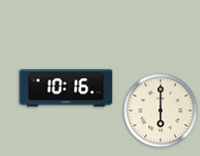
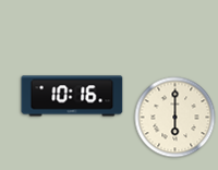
clock at (161, 111) position: (161, 111) -> (175, 118)
